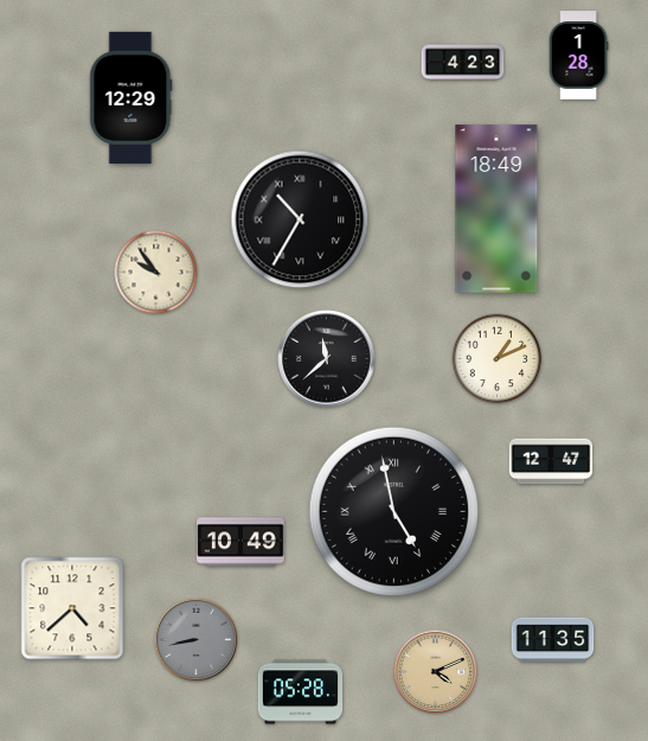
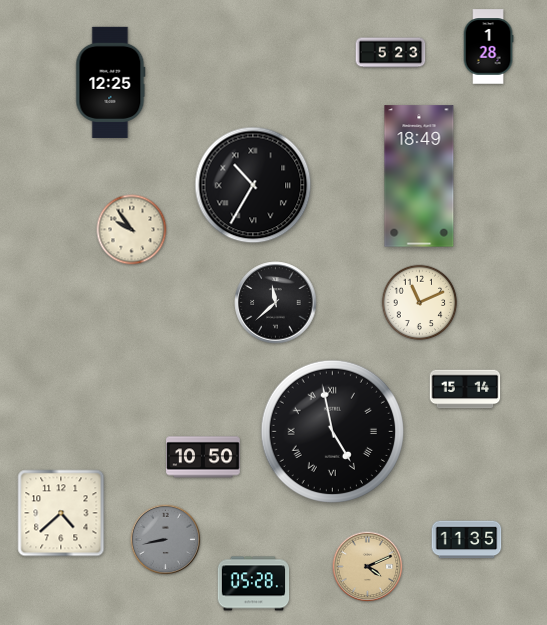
clock at (463, 63): 4:23 -> 5:23
clock at (131, 97): 12:29 -> 12:25
clock at (498, 359): 1:11 -> 11:11
clock at (551, 461): 12:47 -> 15:14
clock at (240, 542): 10:49 -> 10:50
